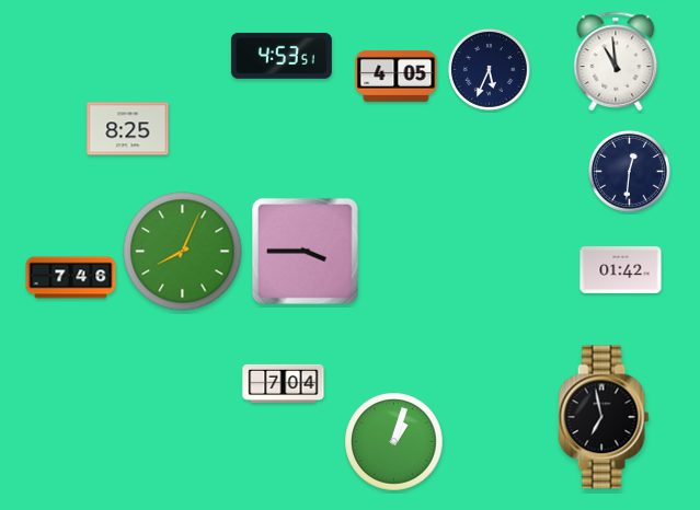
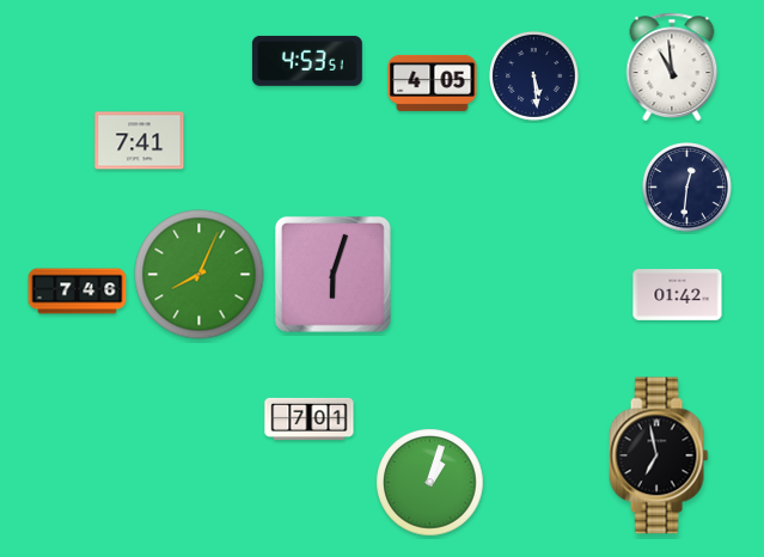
clock at (490, 70): 5:34 -> 5:29
clock at (128, 129): 8:25 -> 7:41
clock at (305, 251): 3:45 -> 6:03
clock at (71, 278) position: (71, 278) -> (78, 292)
clock at (284, 383): 7:04 -> 7:01
